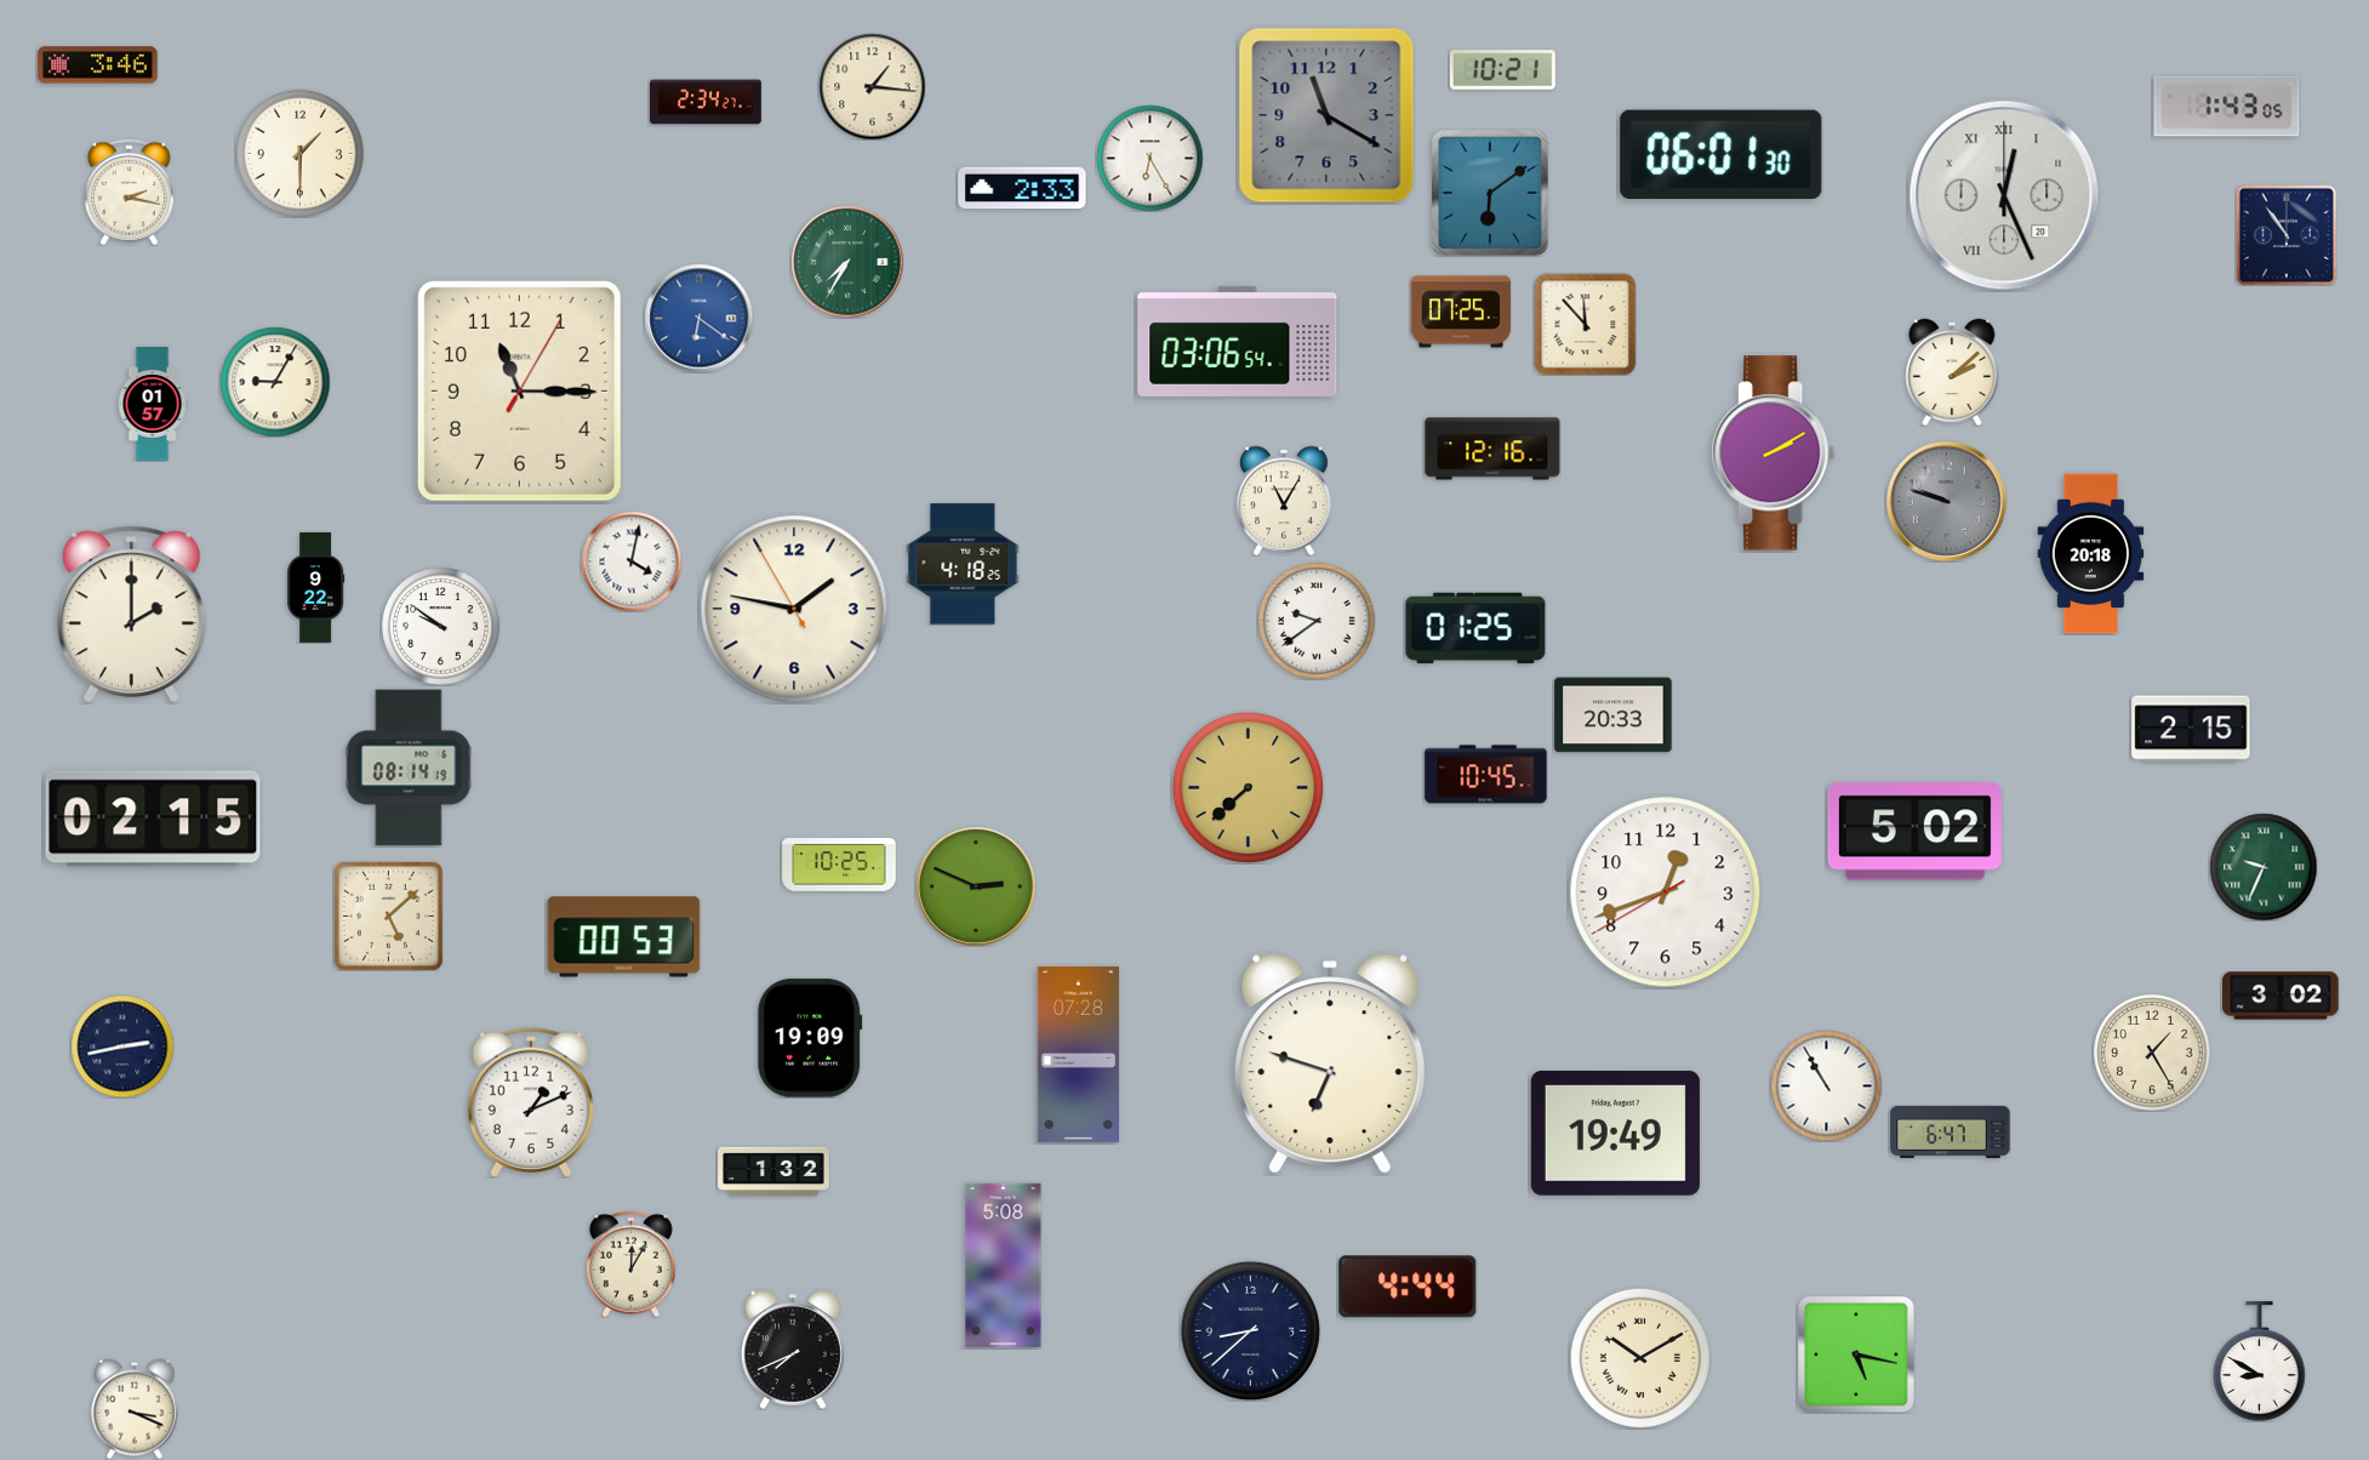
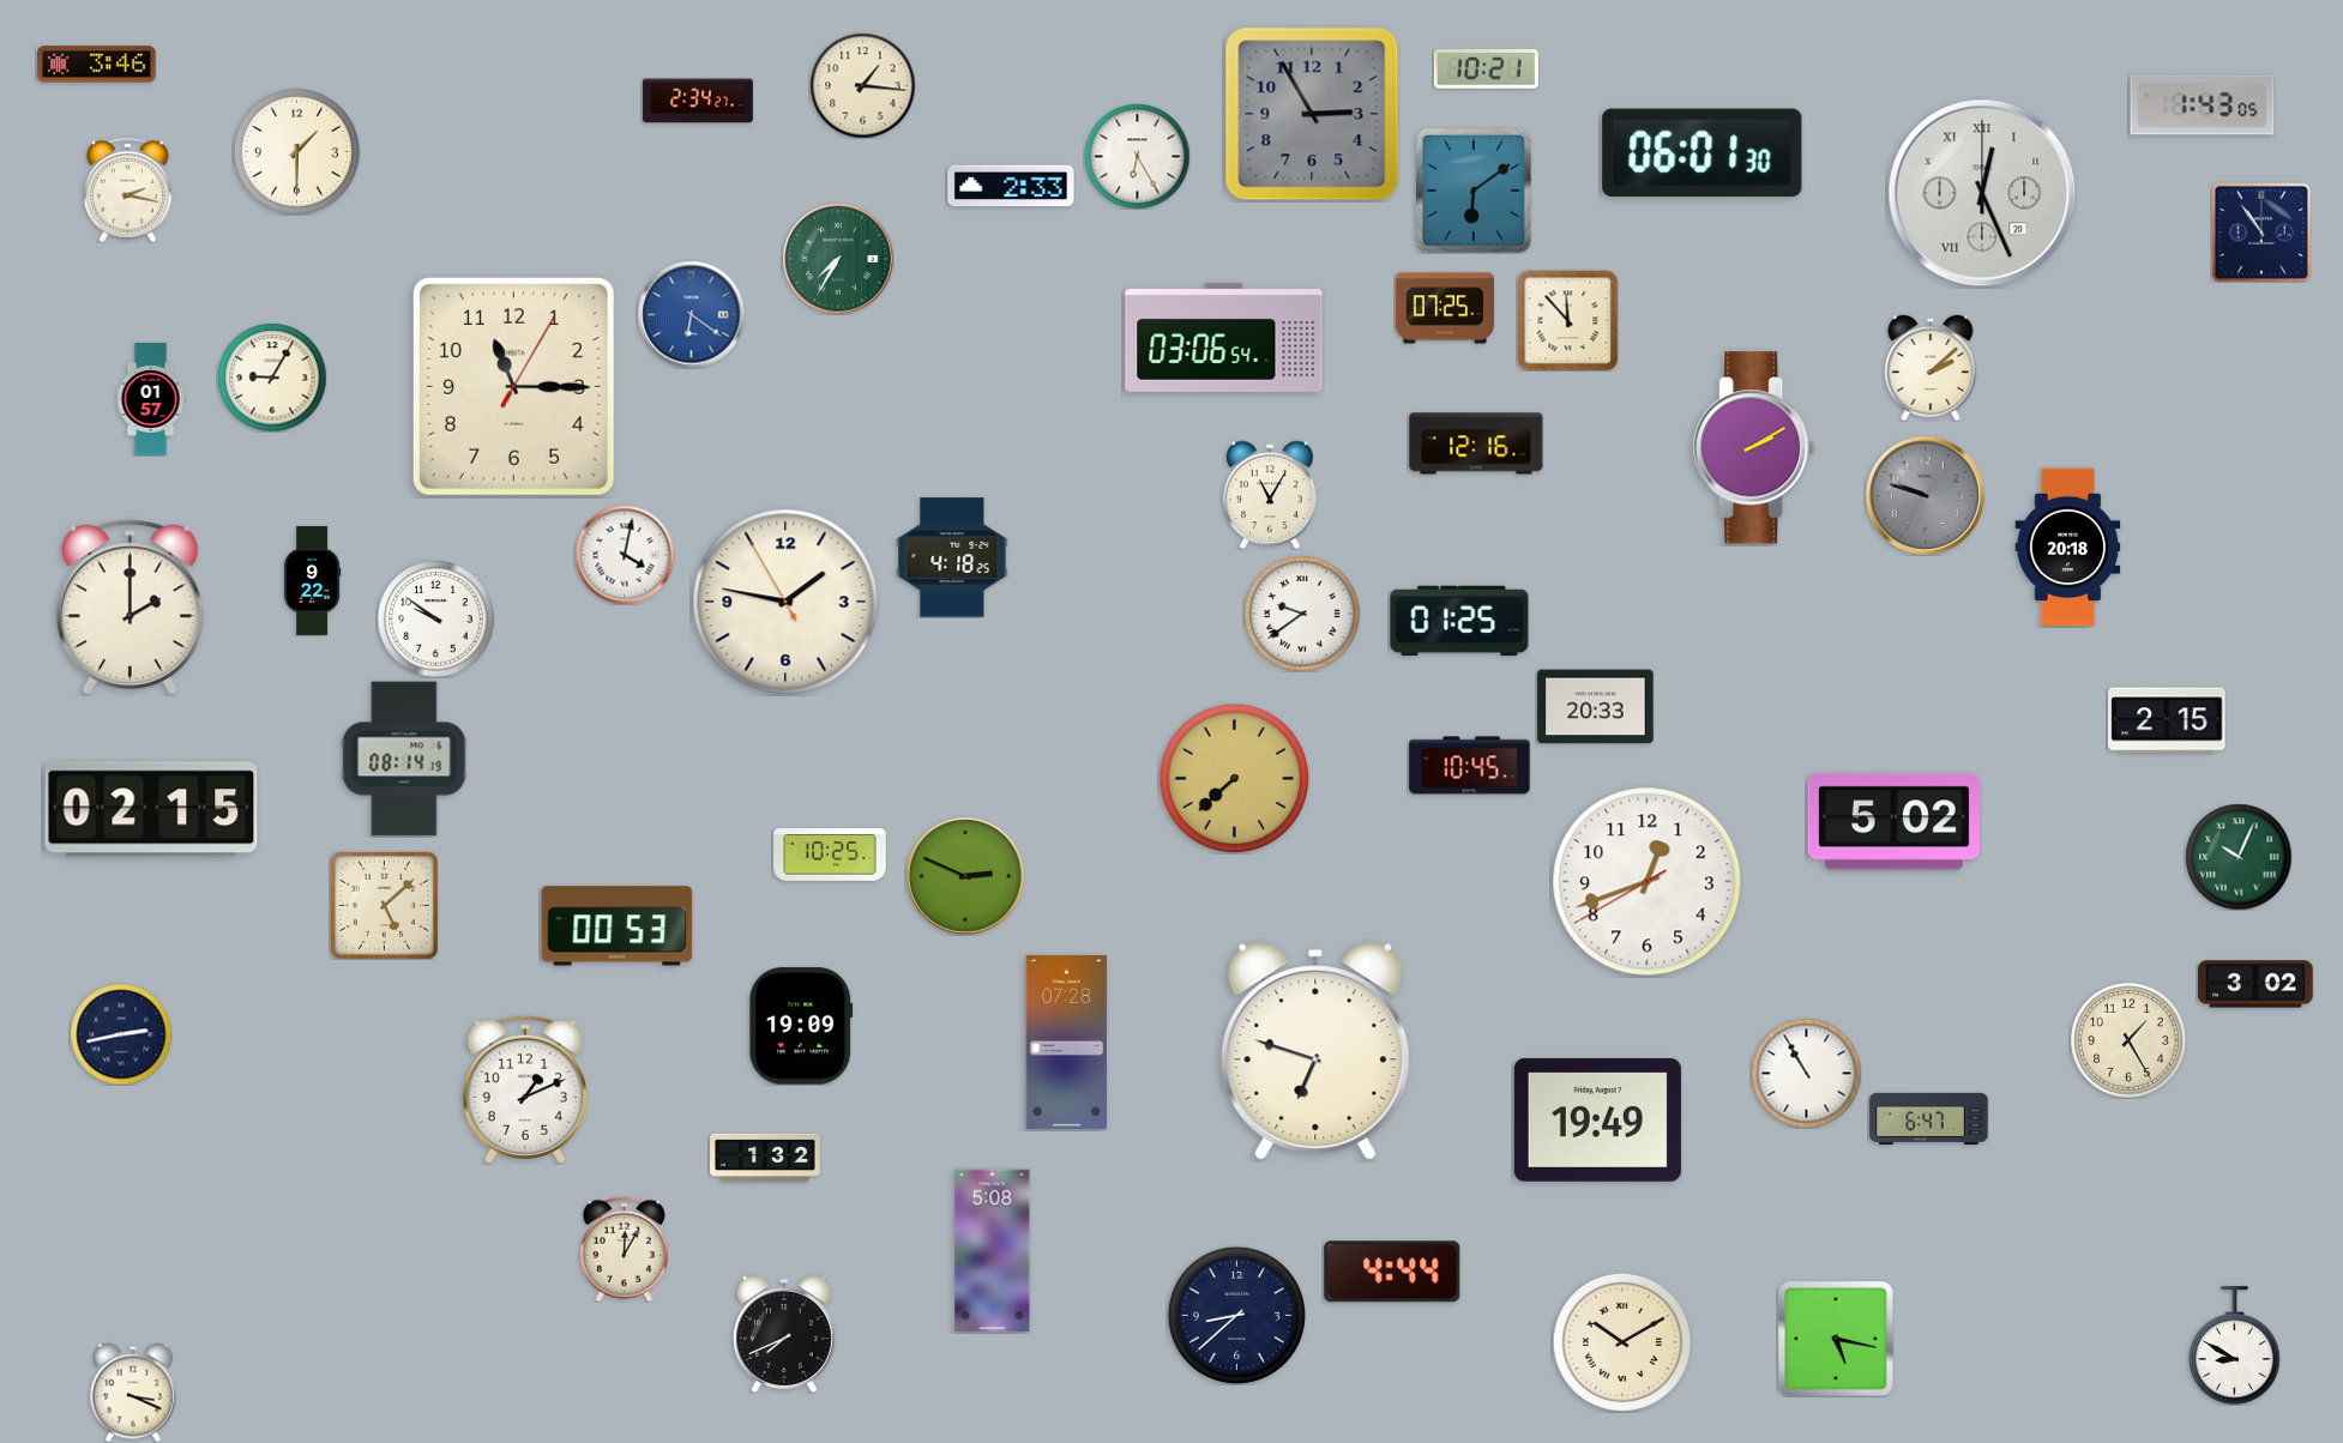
clock at (1326, 115): 11:20 -> 2:55
clock at (2264, 867): 9:34 -> 10:04
